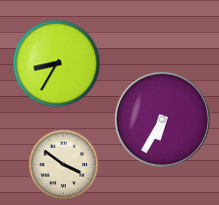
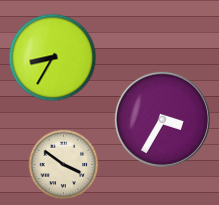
clock at (57, 64) position: (57, 64) -> (53, 58)
clock at (162, 119): 6:35 -> 3:35
